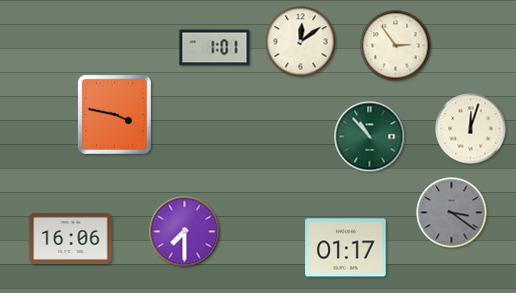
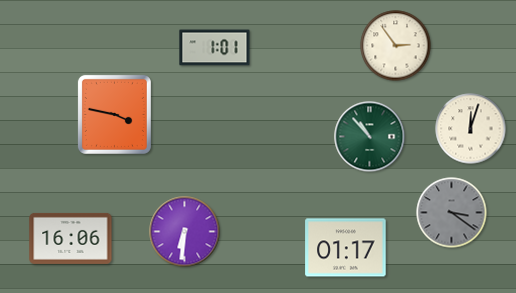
clock at (301, 42): 12:09 -> none
clock at (185, 232): 7:30 -> 6:31
